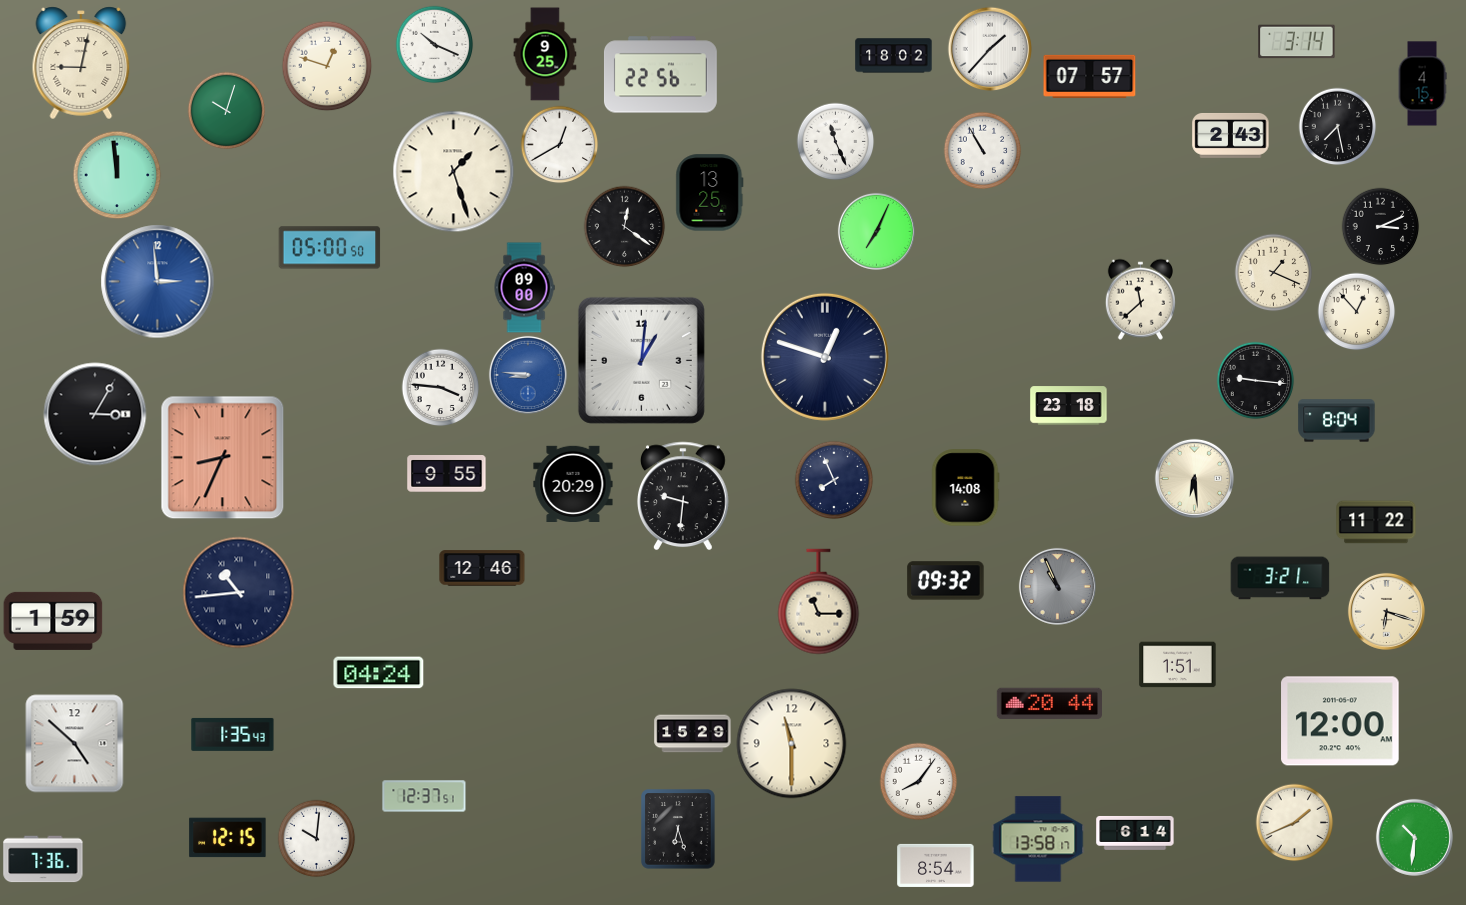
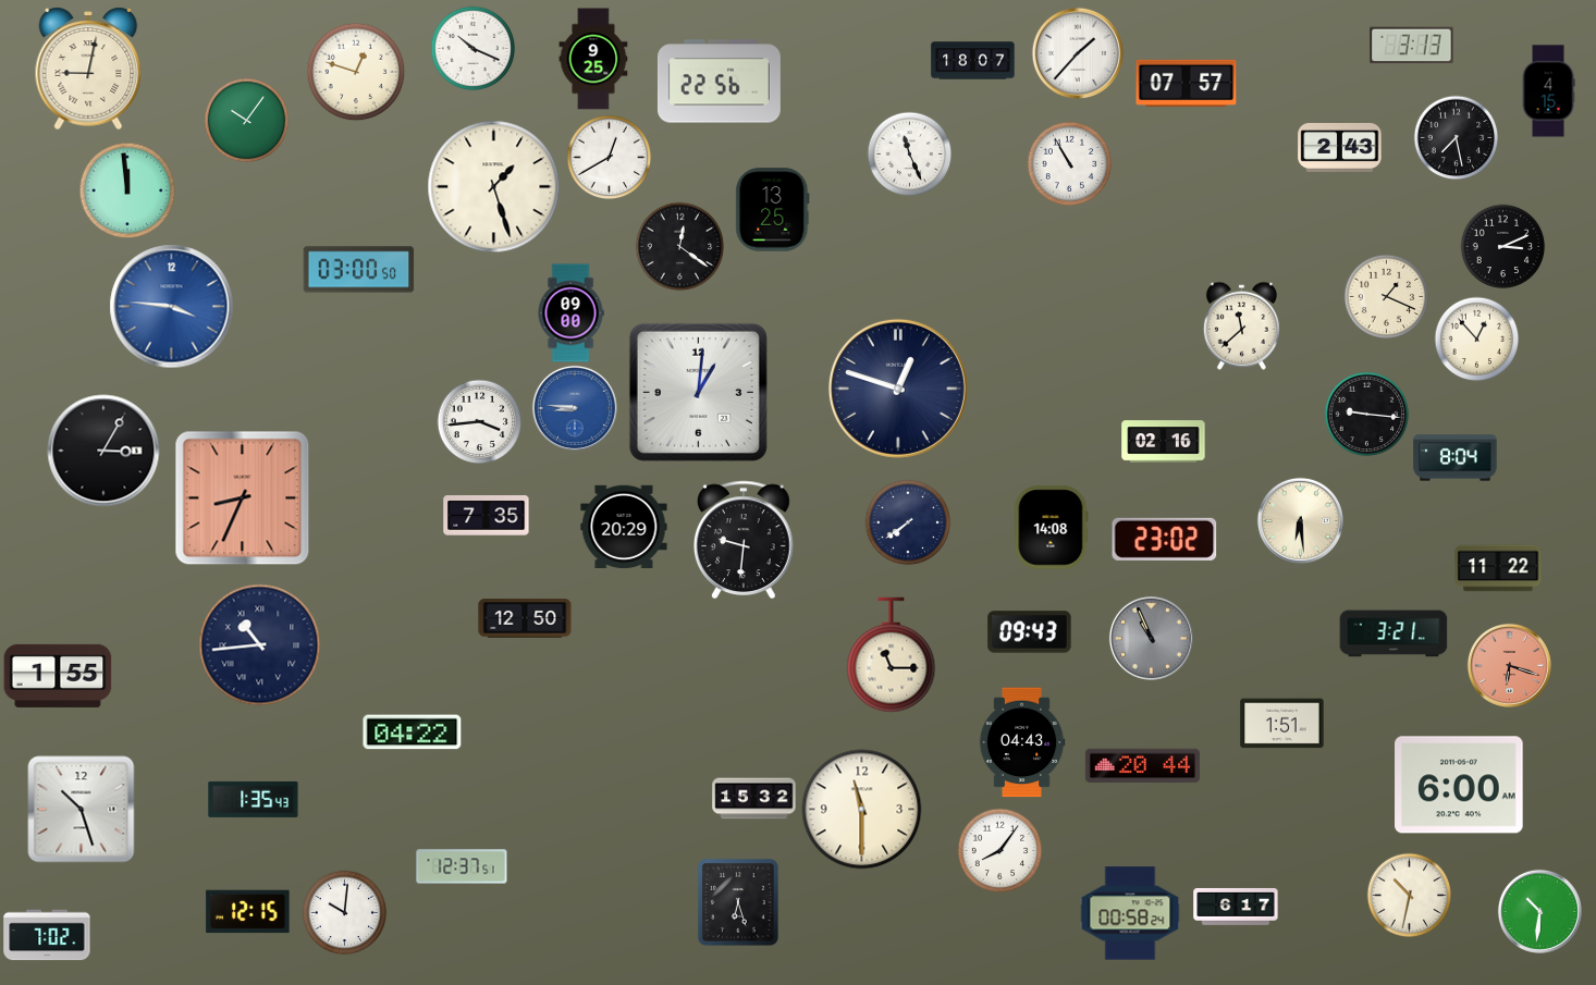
clock at (1297, 42): 3:14 -> 3:13
clock at (894, 56): 18:02 -> 18:07
clock at (226, 110): 10:03 -> 10:06
clock at (876, 231): 7:04 -> none
clock at (330, 248): 05:00 -> 03:00
clock at (158, 282): 2:59 -> 3:46
clock at (440, 387): 3:46 -> 3:44
clock at (1069, 406): 23:18 -> 02:16
clock at (447, 474): 9:55 -> 7:35
clock at (834, 480): 7:56 -> 7:39
clock at (965, 488) position: (965, 488) -> (1051, 528)
clock at (1165, 539): none -> 23:02
clock at (482, 568): 12:46 -> 12:50
clock at (1280, 578) position: (1280, 578) -> (1394, 633)
clock at (946, 581): 09:32 -> 09:43
clock at (1386, 611) dial: cream -> salmon
clock at (53, 621): 1:59 -> 1:55
clock at (379, 673): 04:24 -> 04:22
clock at (1022, 742): none -> 04:43
clock at (1340, 721): 12:00 -> 6:00
clock at (693, 734): 15:29 -> 15:32
clock at (75, 744): 4:52 -> 10:27
clock at (1294, 822): 1:41 -> 10:32
clock at (1135, 833): 6:14 -> 6:17
clock at (1038, 839): 13:58 -> 00:58
clock at (43, 859): 7:36 -> 7:02
clock at (936, 865): 8:54 -> none
